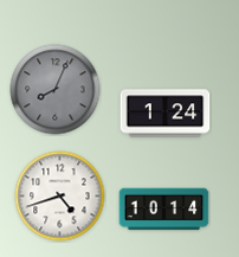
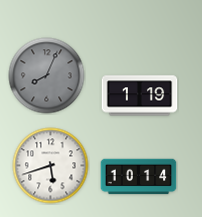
clock at (166, 114): 1:24 -> 1:19
clock at (60, 197): 4:42 -> 5:42
